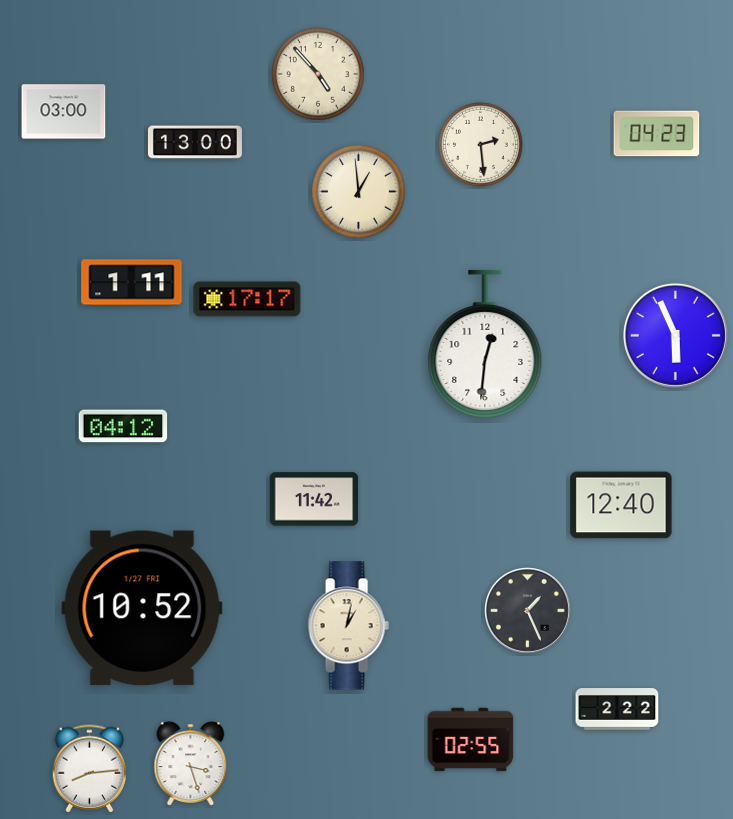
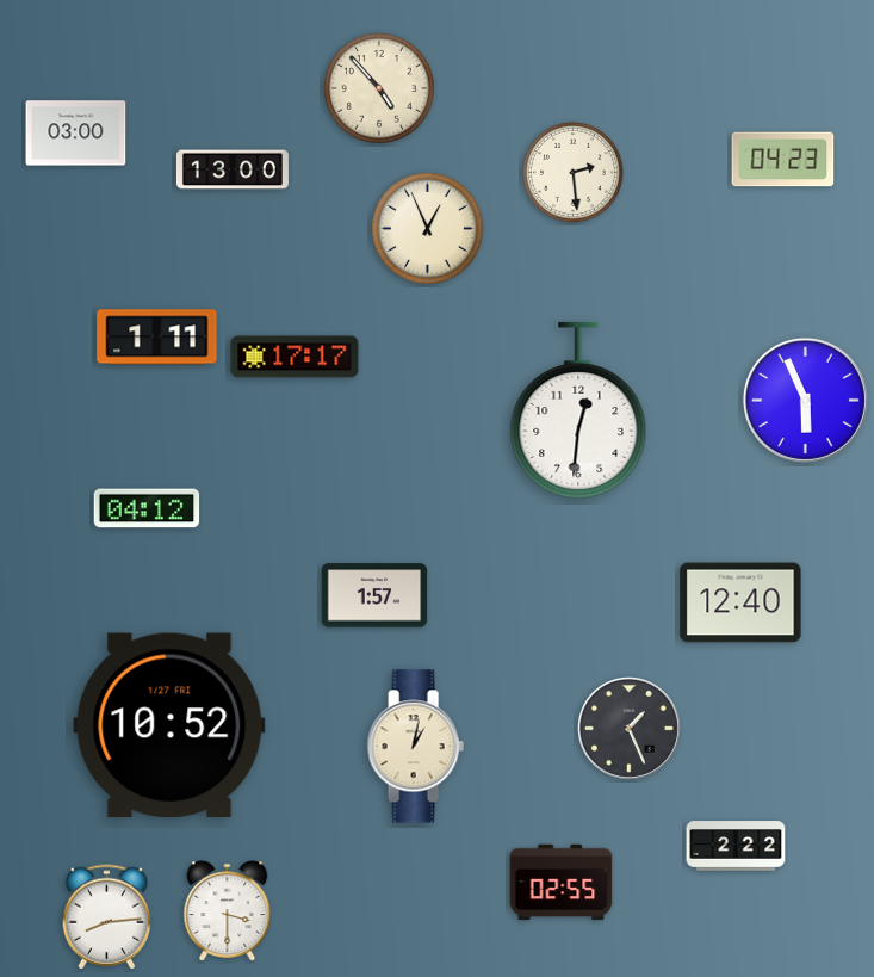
clock at (359, 192): 12:59 -> 12:56
clock at (314, 499): 11:42 -> 1:57
clock at (191, 764): 3:27 -> 3:30
